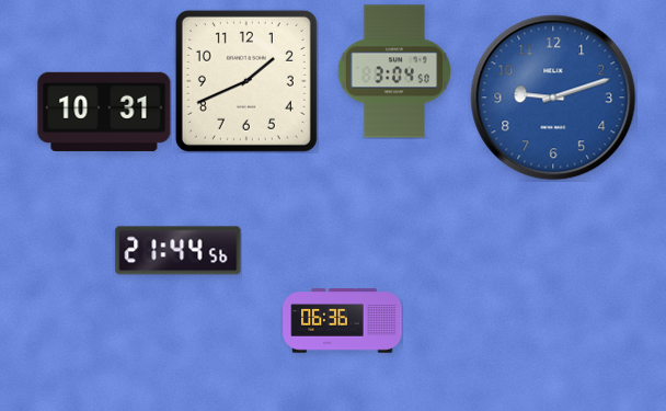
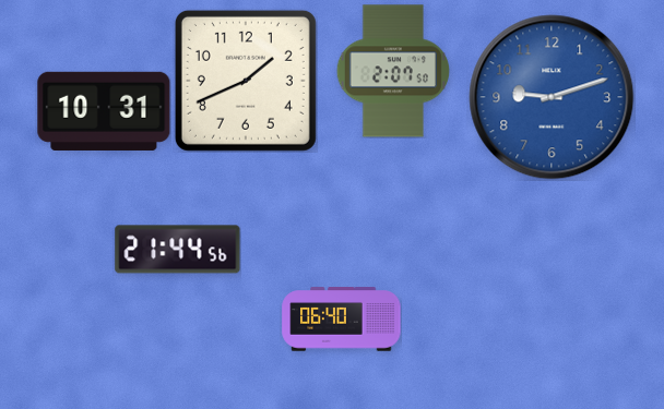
clock at (394, 71): 3:04 -> 2:07
clock at (343, 321): 06:36 -> 06:40
